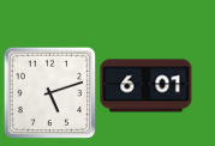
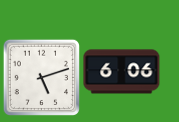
clock at (147, 86): 6:01 -> 6:06
